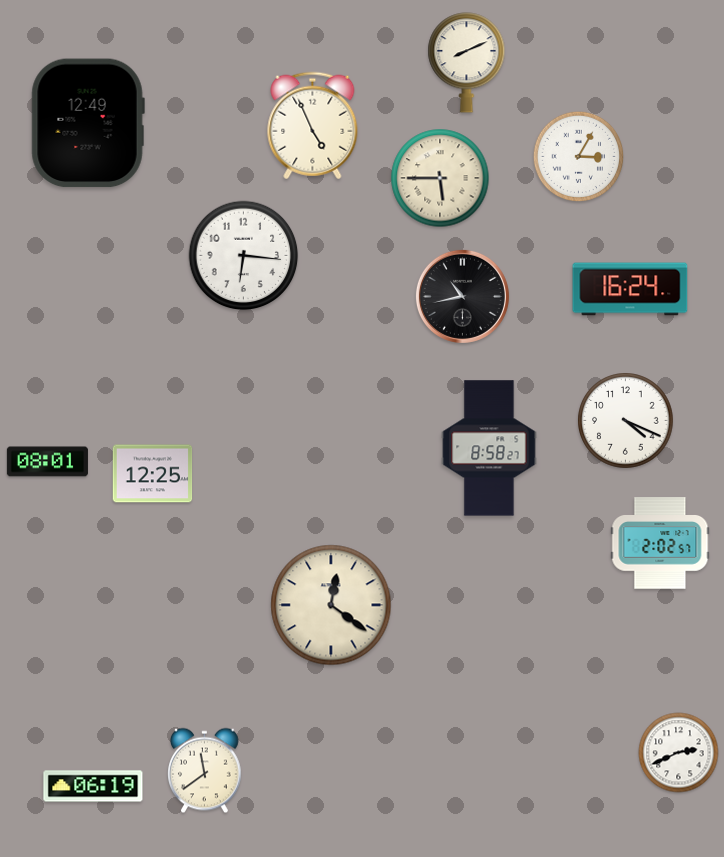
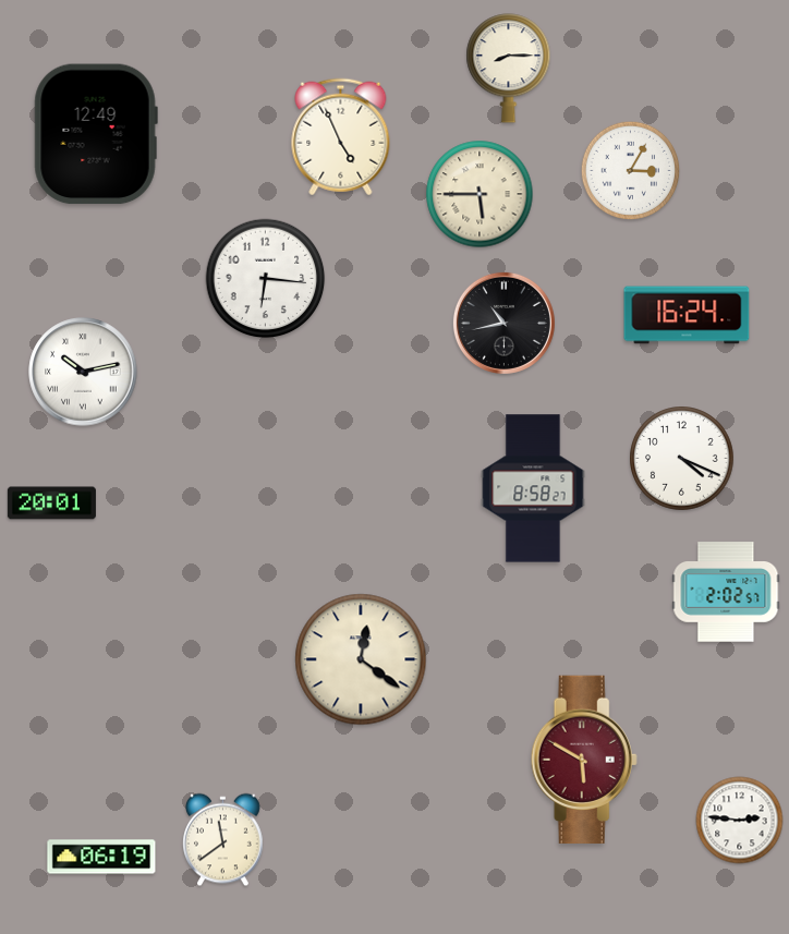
clock at (467, 63): 8:11 -> 8:15
clock at (83, 372): none -> 10:13
clock at (47, 462): 08:01 -> 20:01
clock at (153, 474): 12:25 -> none
clock at (660, 543) position: (660, 543) -> (726, 592)
clock at (584, 759): none -> 5:50
clock at (679, 753): 2:41 -> 2:46
